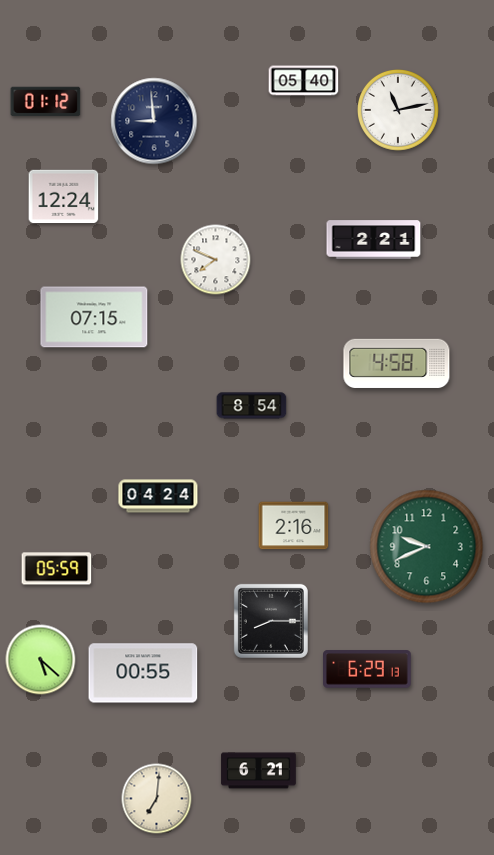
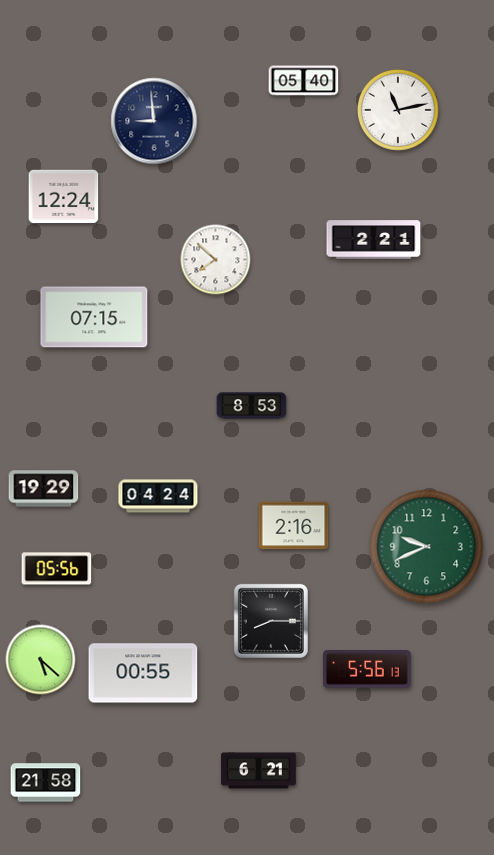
clock at (46, 102): 01:12 -> none
clock at (216, 260): 7:49 -> 7:52
clock at (397, 363): 4:58 -> none
clock at (252, 406): 8:54 -> 8:53
clock at (44, 489): none -> 19:29
clock at (57, 569): 05:59 -> 05:56
clock at (368, 669): 6:29 -> 5:56
clock at (46, 783): none -> 21:58
clock at (157, 799): 7:01 -> none
